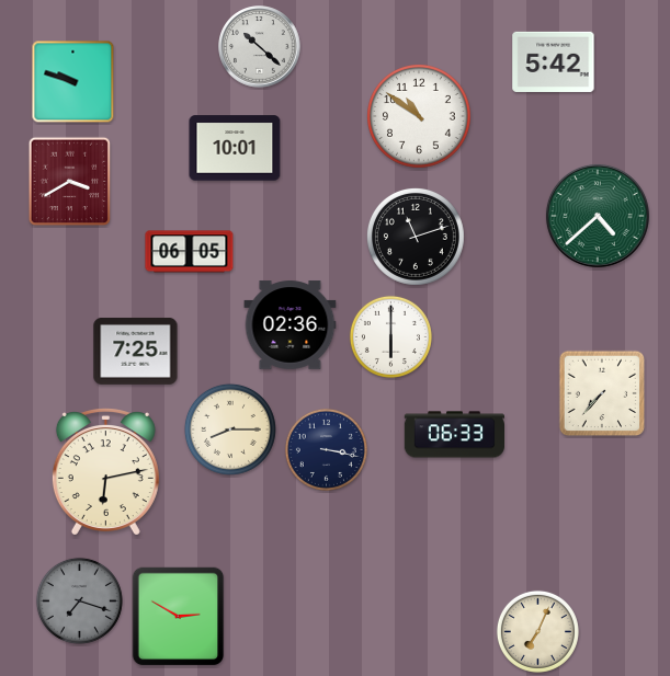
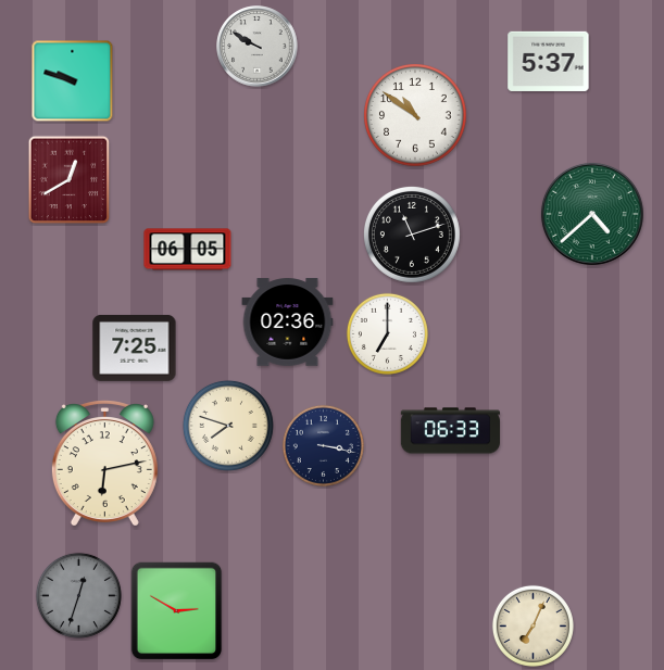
clock at (260, 47): 10:22 -> 9:50
clock at (554, 61): 5:42 -> 5:37
clock at (235, 148): 10:01 -> none
clock at (70, 182): 3:40 -> 12:40
clock at (390, 336): 6:00 -> 7:00
clock at (602, 393): 7:37 -> none
clock at (230, 429): 8:15 -> 7:48
clock at (105, 472) position: (105, 472) -> (104, 464)
clock at (79, 600): 7:18 -> 12:33
